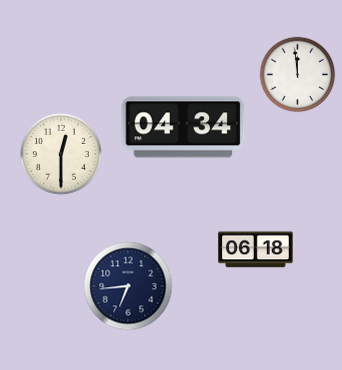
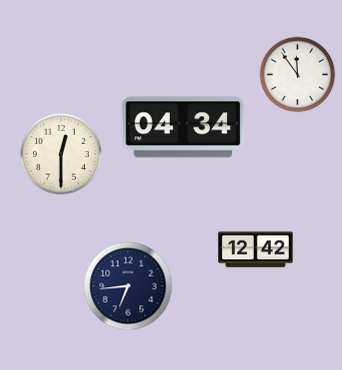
clock at (298, 75): 11:59 -> 11:54
clock at (256, 250): 06:18 -> 12:42
